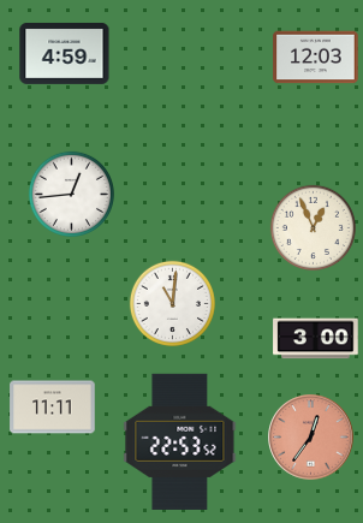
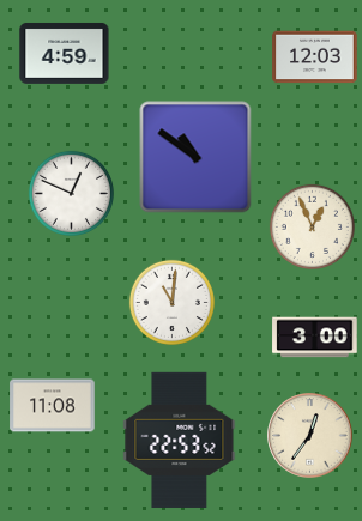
clock at (195, 157): none -> 10:51
clock at (71, 194): 12:44 -> 12:49
clock at (53, 408): 11:11 -> 11:08
clock at (311, 438) dial: salmon -> cream
